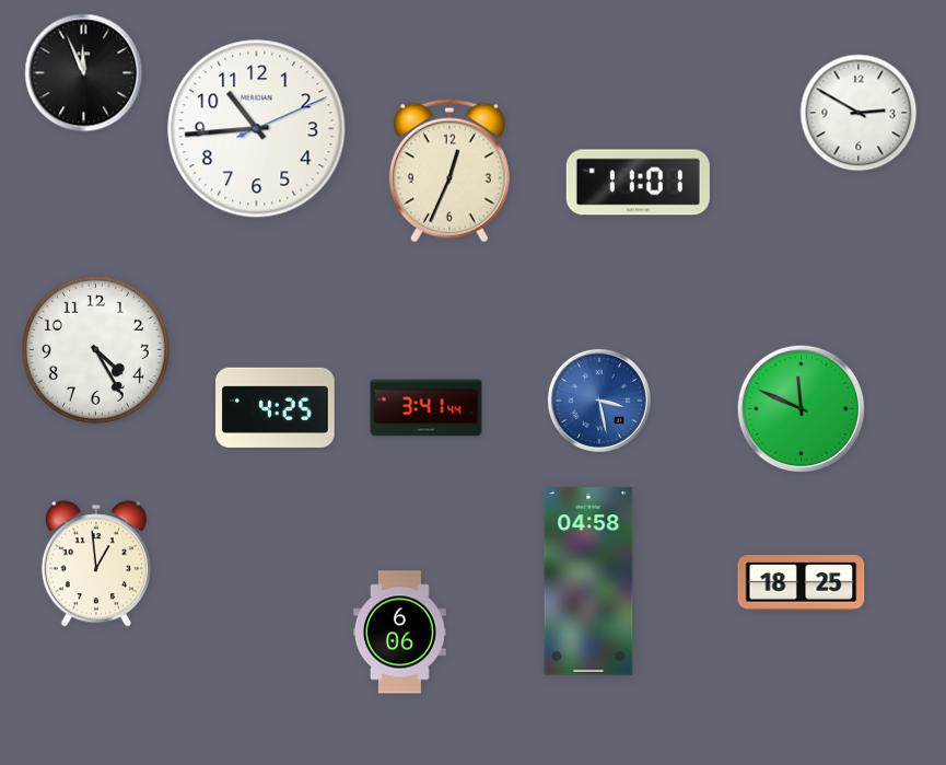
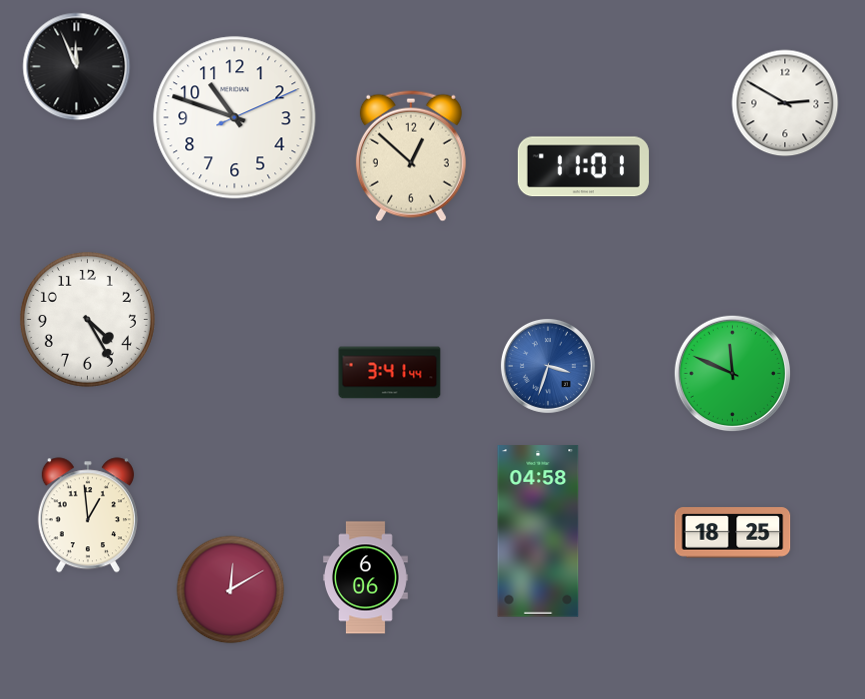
clock at (257, 129): 10:44 -> 10:48
clock at (449, 171): 12:34 -> 12:52
clock at (599, 401): 3:28 -> 3:33
clock at (276, 407): 4:25 -> none
clock at (231, 590): none -> 12:10
